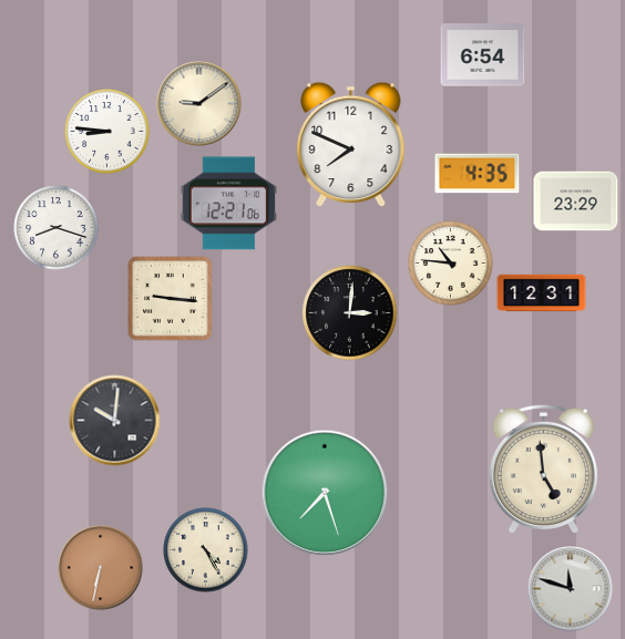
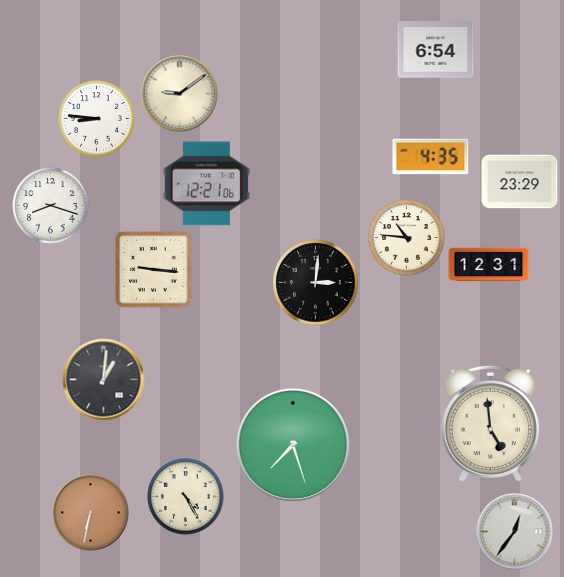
clock at (351, 145): 7:49 -> none
clock at (115, 421): 10:01 -> 1:01
clock at (571, 589): 11:48 -> 12:36
